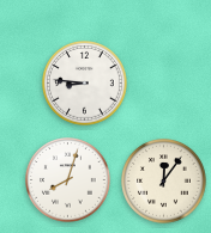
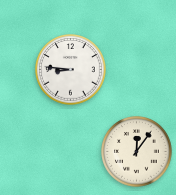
clock at (68, 180): 8:03 -> none
